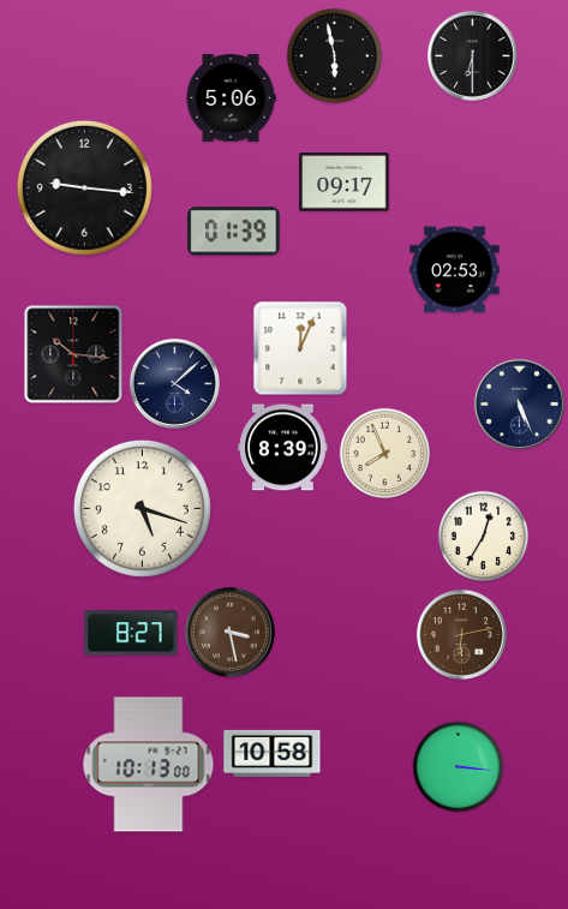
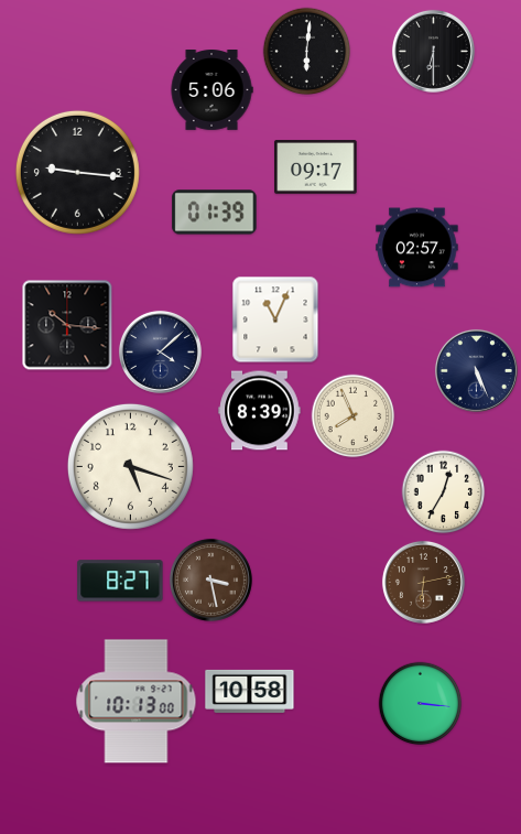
clock at (335, 56): 5:58 -> 6:01
clock at (455, 270): 02:53 -> 02:57
clock at (300, 348): 12:04 -> 11:04
